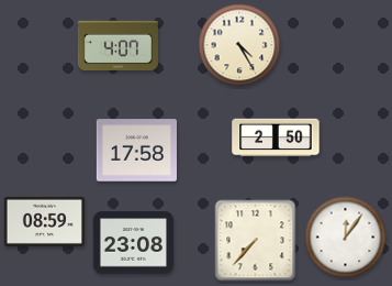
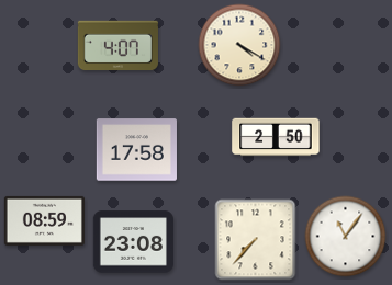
clock at (239, 45): 4:25 -> 4:20
clock at (346, 238): 12:06 -> 11:06
